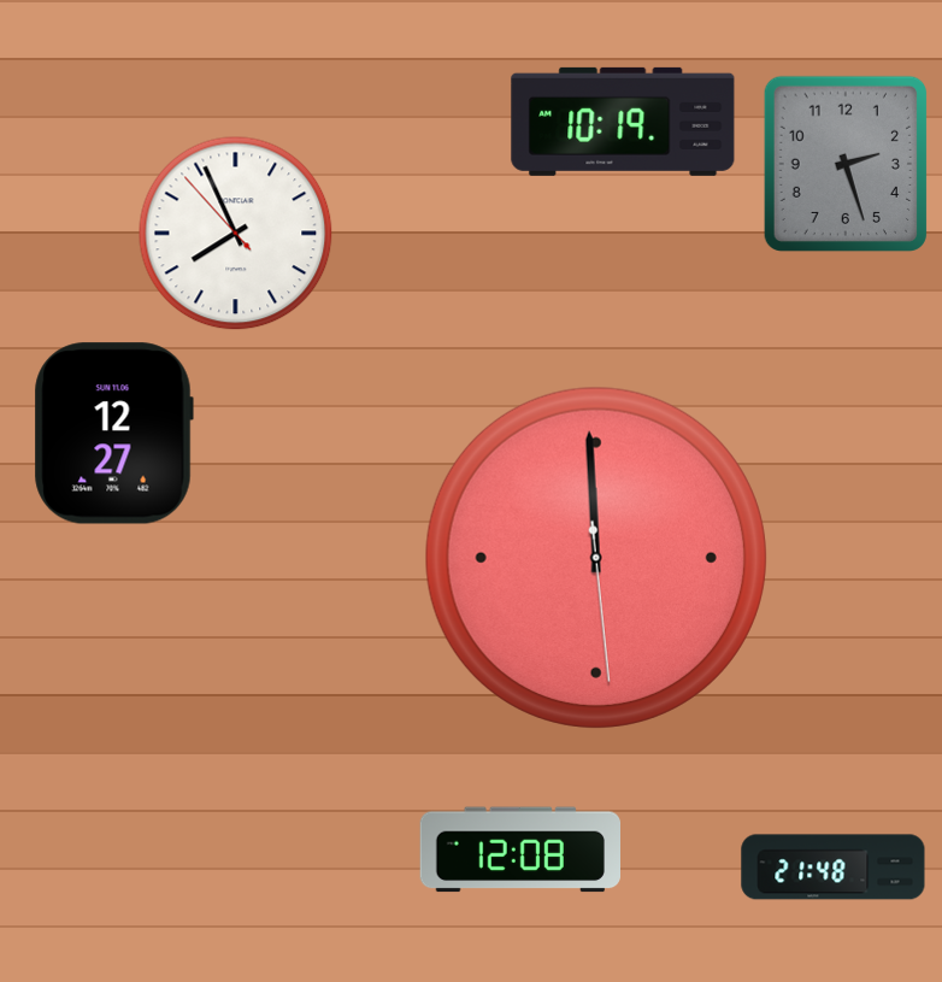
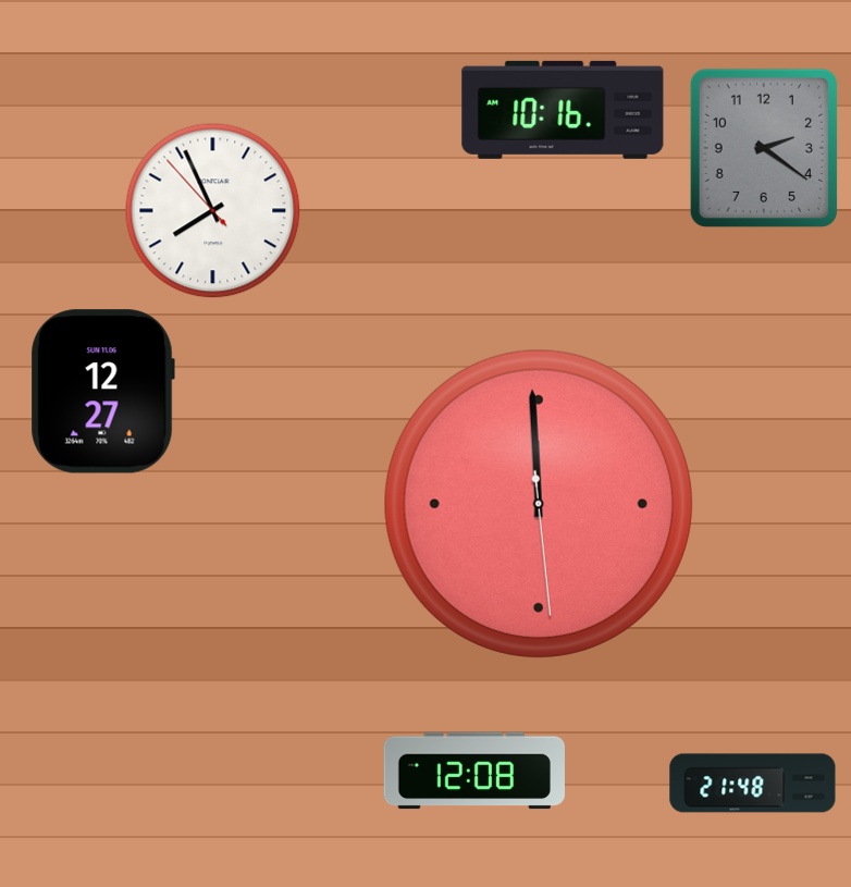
clock at (623, 122): 10:19 -> 10:16
clock at (846, 163): 2:27 -> 2:21
clock at (519, 849) position: (519, 849) -> (473, 771)
